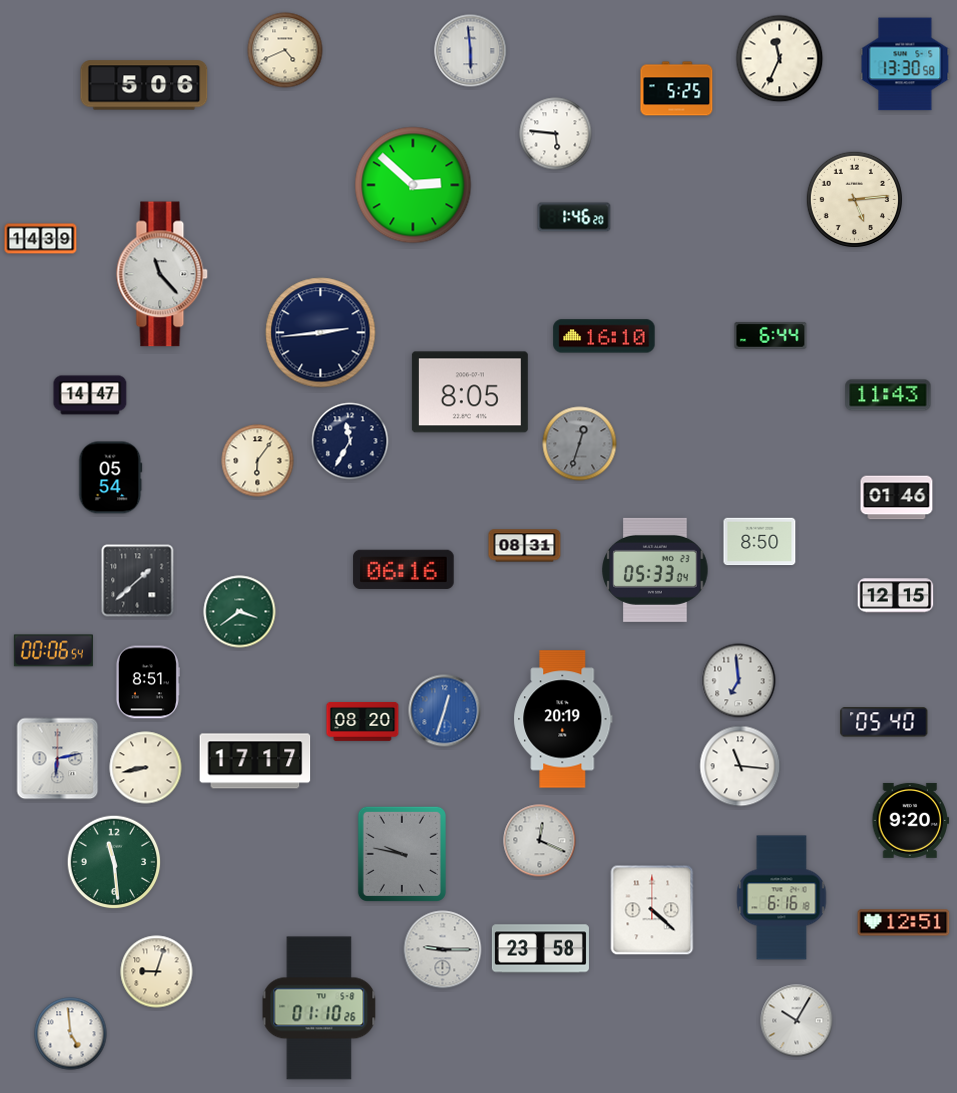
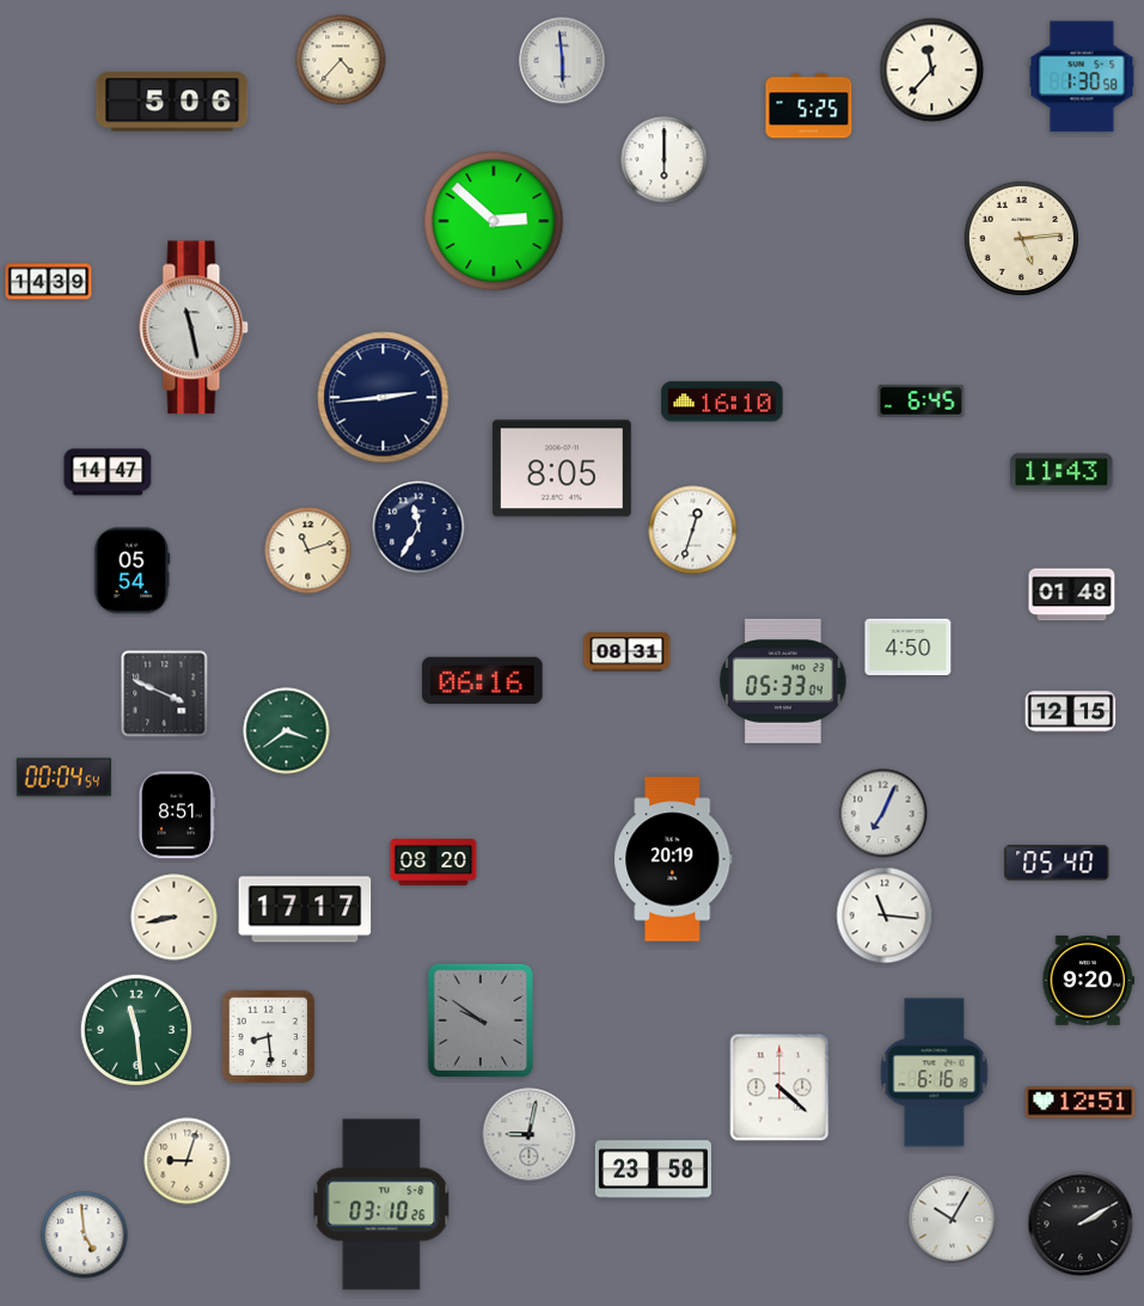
clock at (285, 50): 4:41 -> 4:37
clock at (780, 59): 11:34 -> 11:37
clock at (905, 64): 13:30 -> 1:30
clock at (556, 134): 5:46 -> 6:00
clock at (574, 217): 1:46 -> none
clock at (41, 239) position: (41, 239) -> (49, 282)
clock at (162, 274): 11:23 -> 11:28
clock at (771, 336): 6:44 -> 6:45
clock at (580, 444) dial: grey -> white
clock at (258, 461): 6:06 -> 11:12
clock at (897, 498): 01:46 -> 01:48
clock at (760, 542): 8:50 -> 4:50
clock at (138, 581): 1:38 -> 3:49
clock at (53, 651): 00:06 -> 00:04
clock at (739, 681): 6:59 -> 7:04
clock at (445, 711): 12:33 -> none
clock at (58, 759): 6:13 -> none
clock at (540, 841): 12:19 -> none
clock at (402, 854): 9:47 -> 9:51
clock at (269, 1037): none -> 8:29
clock at (540, 949) position: (540, 949) -> (653, 1170)
clock at (443, 950): 9:15 -> 9:02
clock at (319, 1008): 01:10 -> 03:10
clock at (1081, 1224): none -> 2:10
